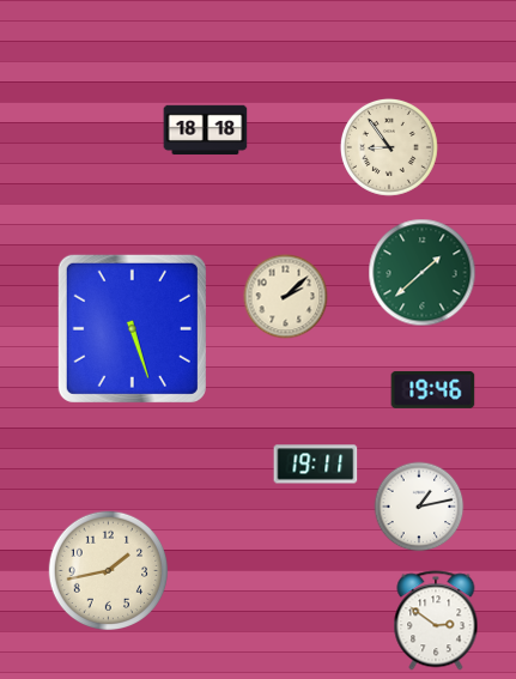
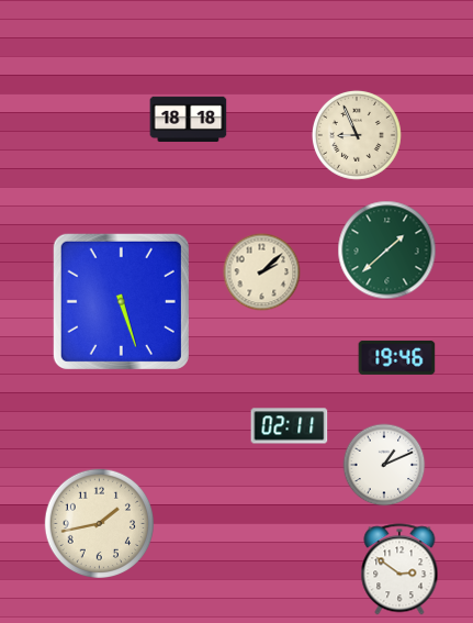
clock at (389, 147): 8:54 -> 8:56
clock at (316, 465): 19:11 -> 02:11
clock at (419, 507): 1:13 -> 1:11
